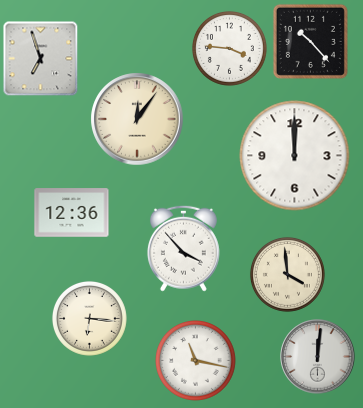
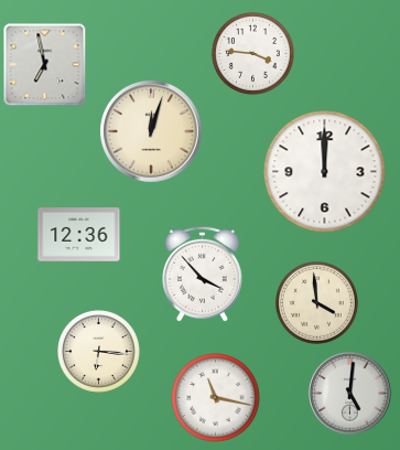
clock at (310, 41): 10:23 -> none
clock at (41, 59): 6:57 -> 6:58
clock at (137, 119): 12:06 -> 12:03
clock at (318, 357): 12:01 -> 5:01
